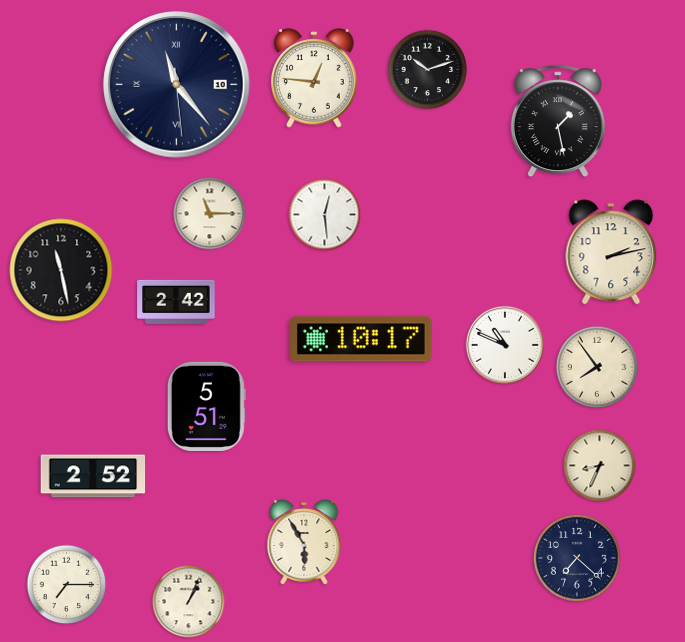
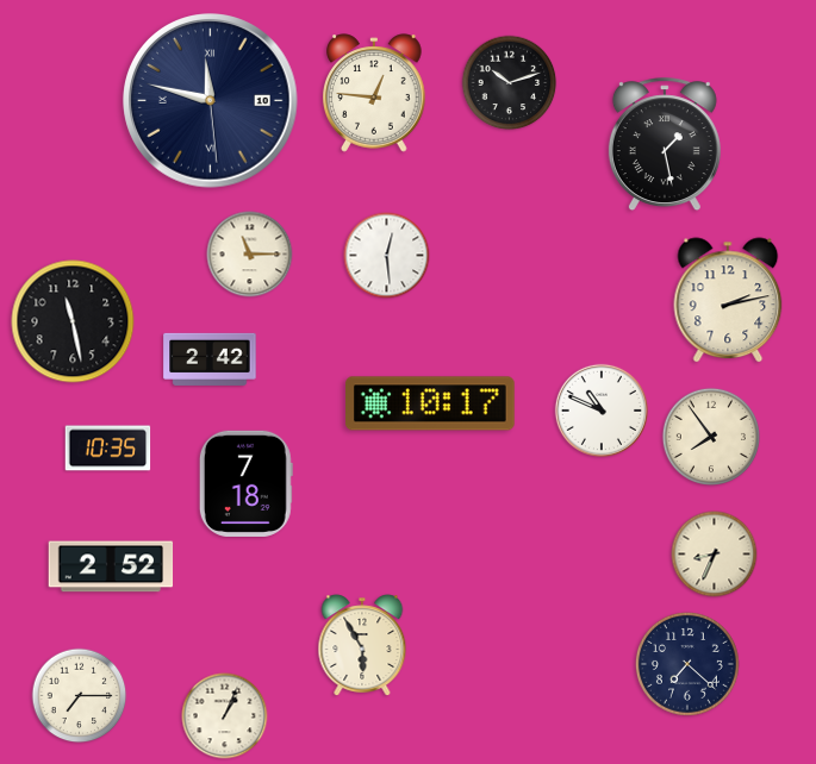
clock at (177, 85): 11:23 -> 11:47
clock at (108, 449): none -> 10:35
clock at (206, 406): 5:51 -> 7:18
